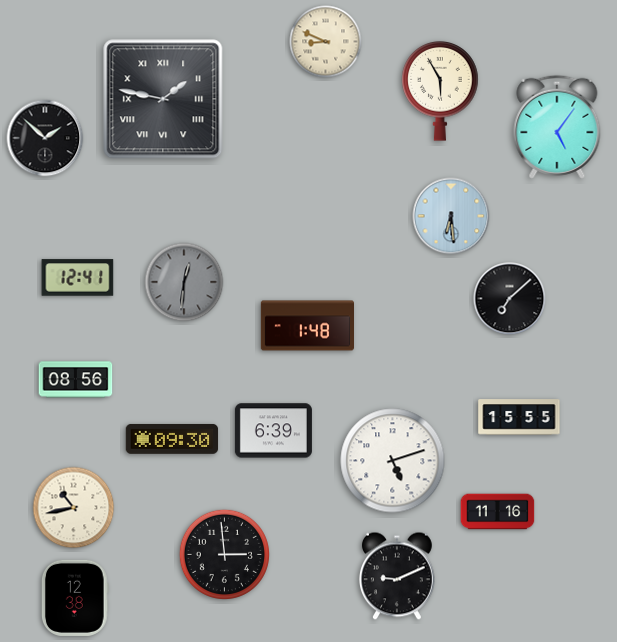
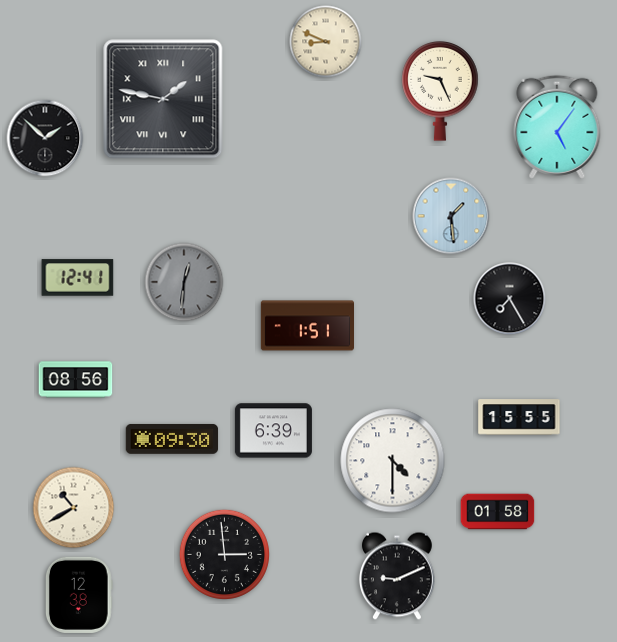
clock at (440, 91): 5:55 -> 9:26
clock at (451, 216): 6:29 -> 1:29
clock at (510, 299): 7:08 -> 7:25
clock at (307, 326): 1:48 -> 1:51
clock at (393, 461): 5:12 -> 4:30
clock at (74, 508): 10:43 -> 10:40
clock at (498, 512): 11:16 -> 01:58
clock at (75, 598) position: (75, 598) -> (79, 595)
